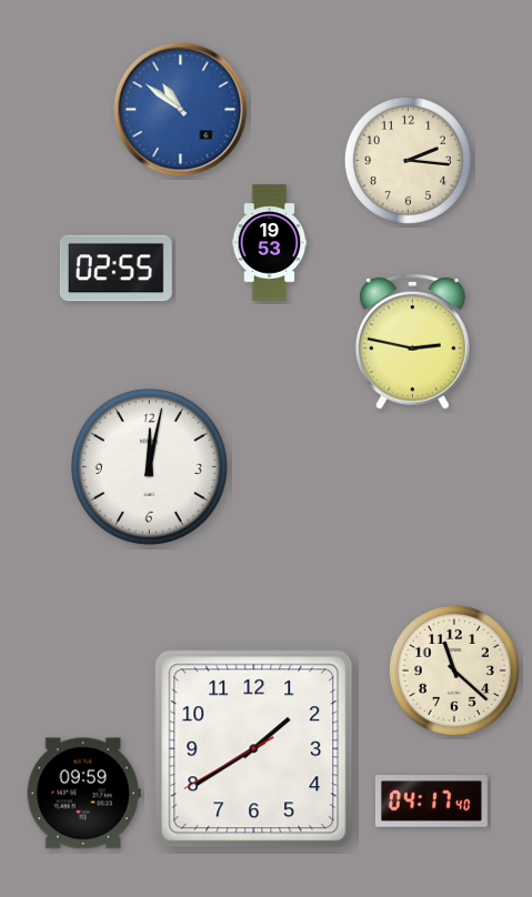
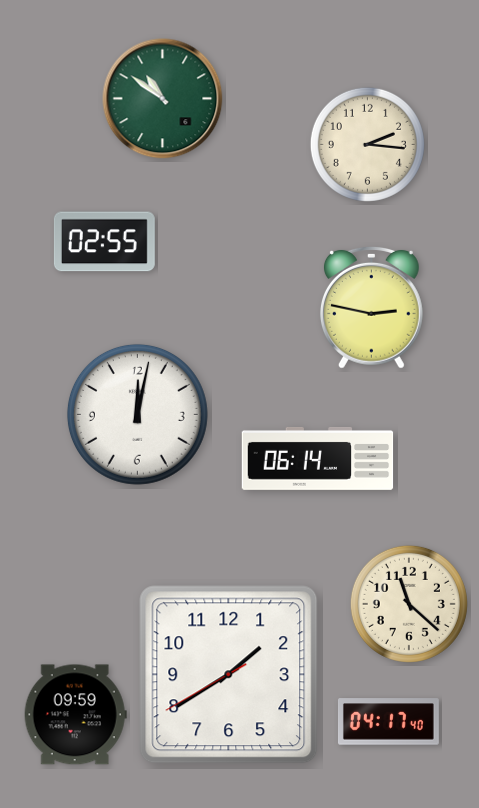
clock at (181, 110) dial: blue -> green
clock at (270, 243): 19:53 -> none
clock at (149, 466) position: (149, 466) -> (137, 414)
clock at (318, 458): none -> 06:14
